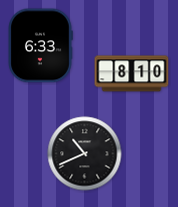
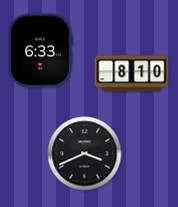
clock at (40, 46) position: (40, 46) -> (40, 51)
clock at (85, 154): 10:41 -> 3:41
